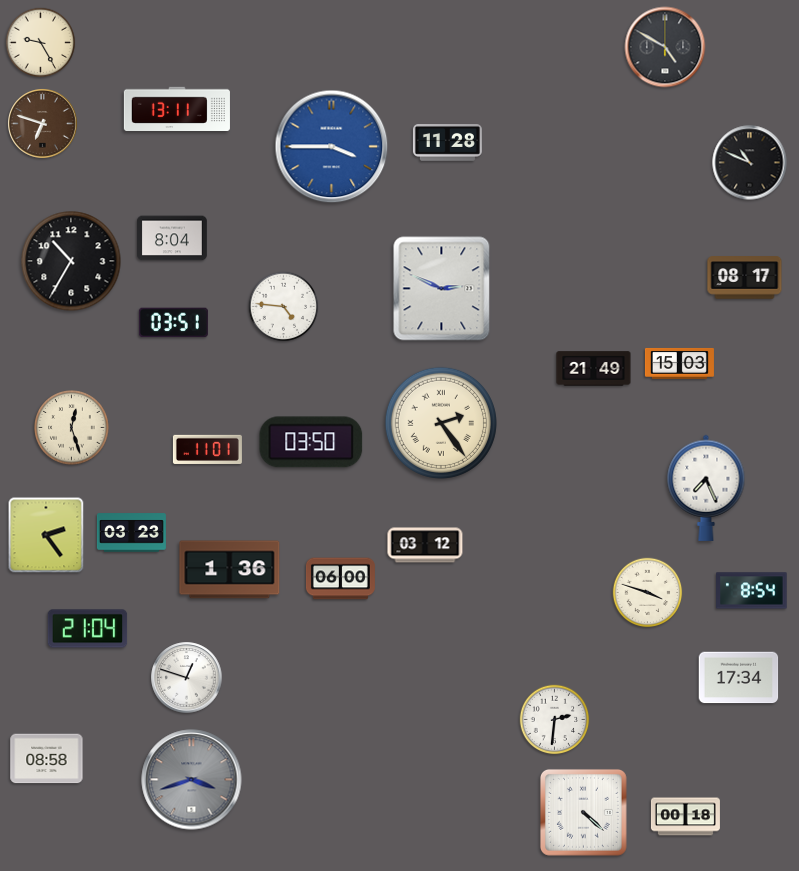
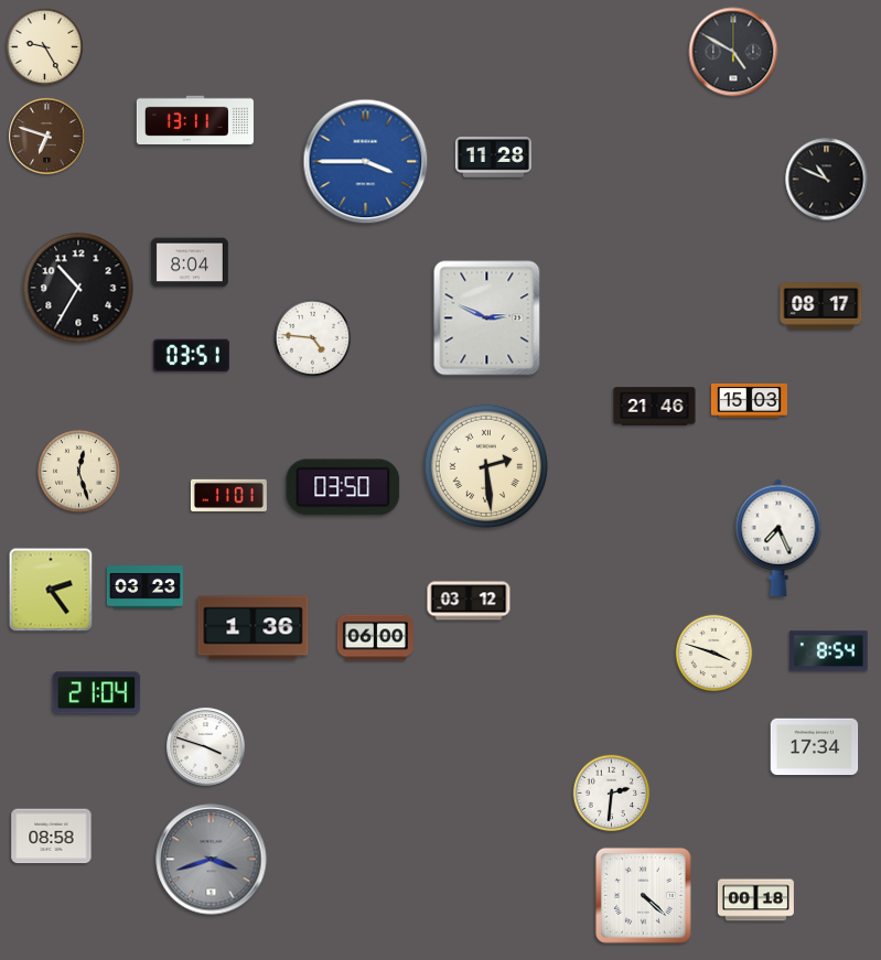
clock at (594, 369): 21:49 -> 21:46
clock at (441, 423): 2:24 -> 2:29
clock at (187, 678): 12:48 -> 3:48
